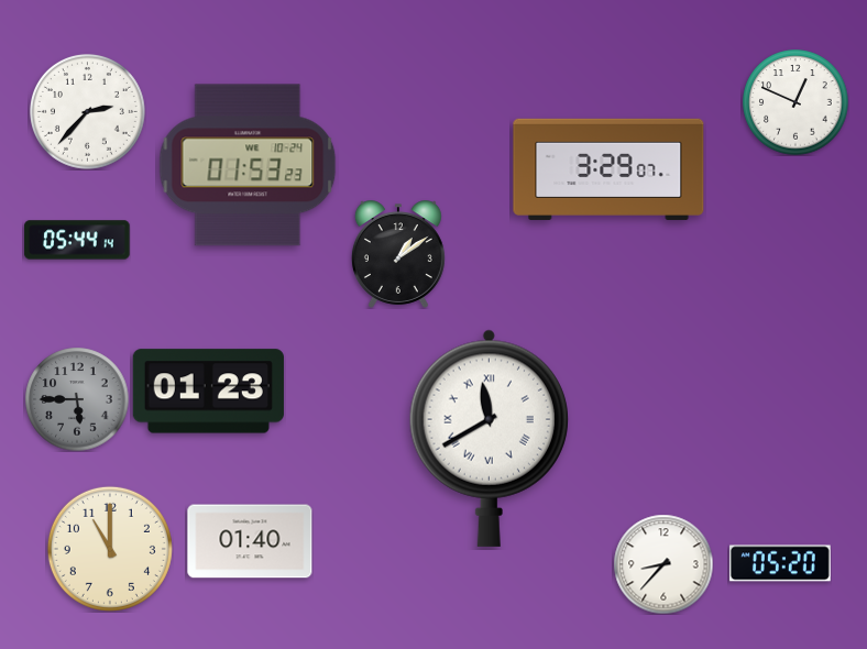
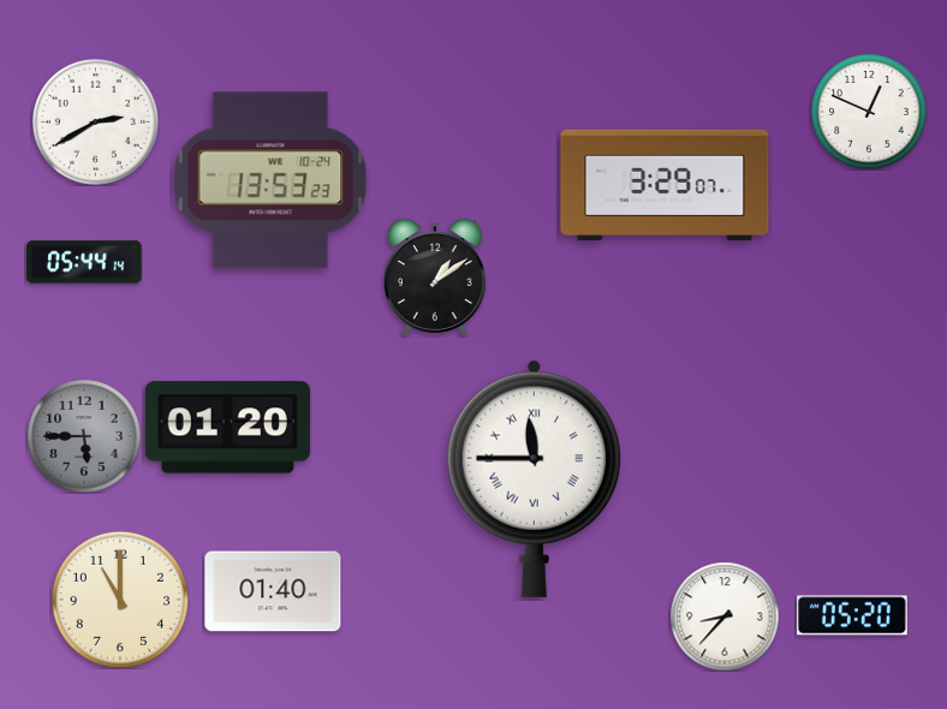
clock at (87, 111): 2:37 -> 2:40
clock at (248, 165): 01:53 -> 13:53
clock at (208, 392): 01:23 -> 01:20
clock at (489, 438): 11:40 -> 11:45
